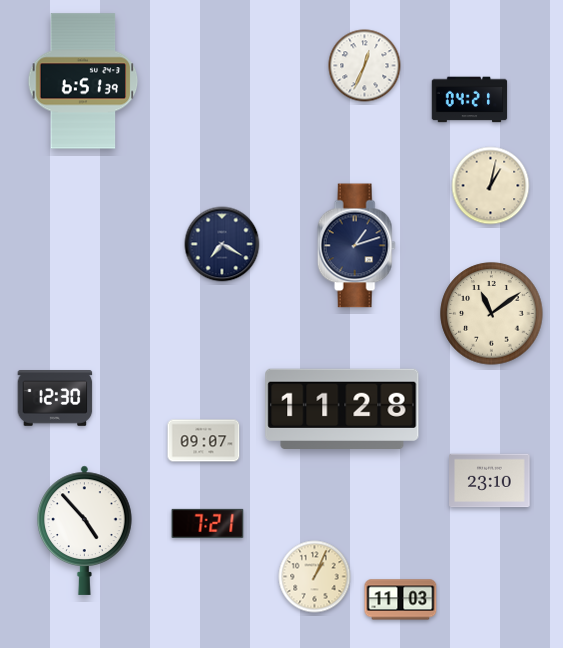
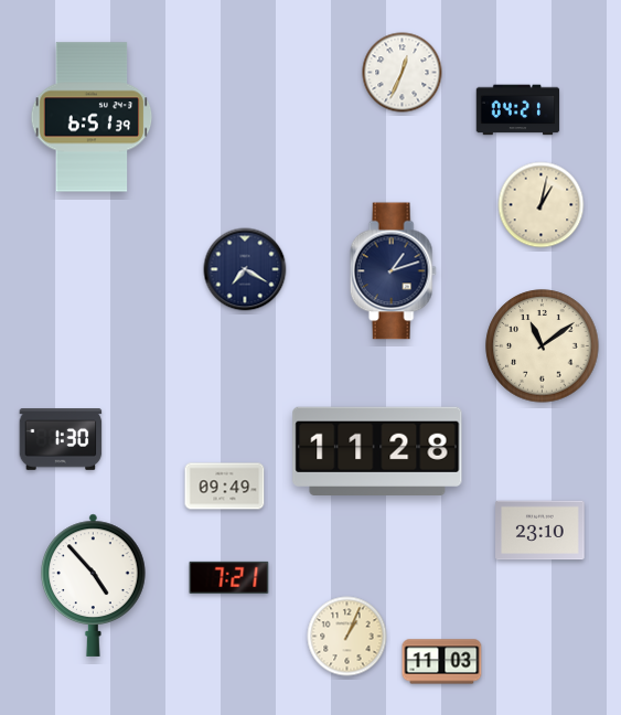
clock at (83, 81) position: (83, 81) -> (92, 117)
clock at (55, 399): 12:30 -> 1:30
clock at (204, 441): 09:07 -> 09:49
